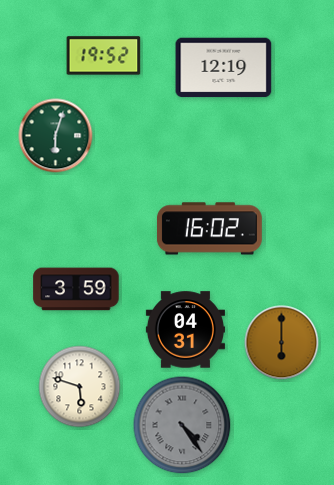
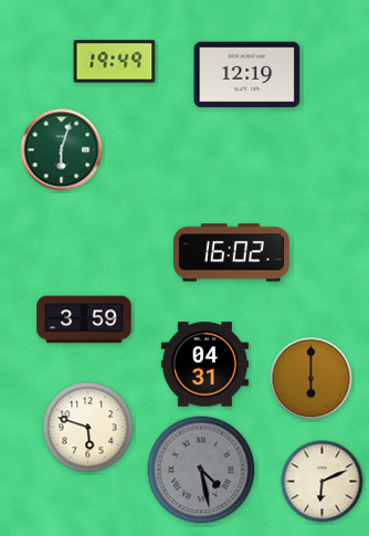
clock at (104, 56): 19:52 -> 19:49
clock at (182, 425): 4:24 -> 4:28
clock at (323, 482): none -> 6:11
